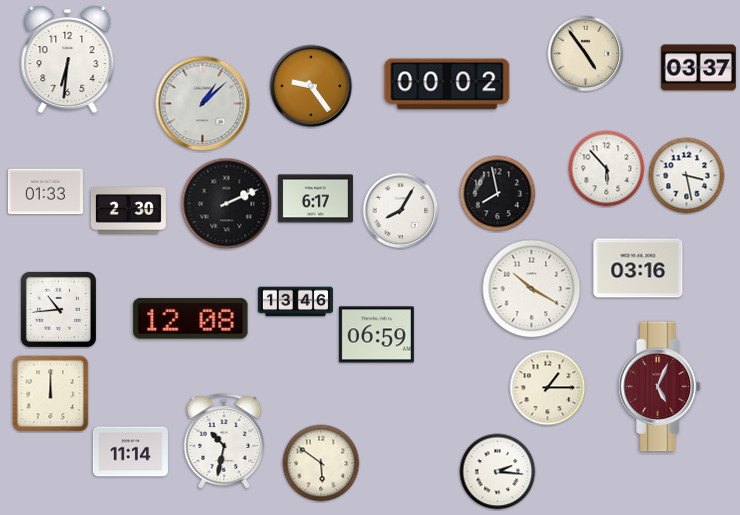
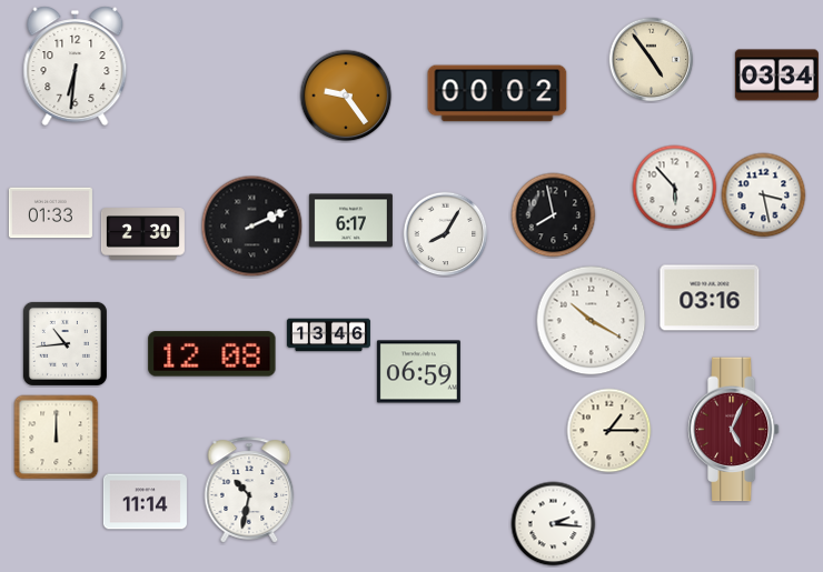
clock at (698, 68): 03:37 -> 03:34
clock at (203, 104): 1:08 -> none
clock at (321, 463): 5:51 -> none
